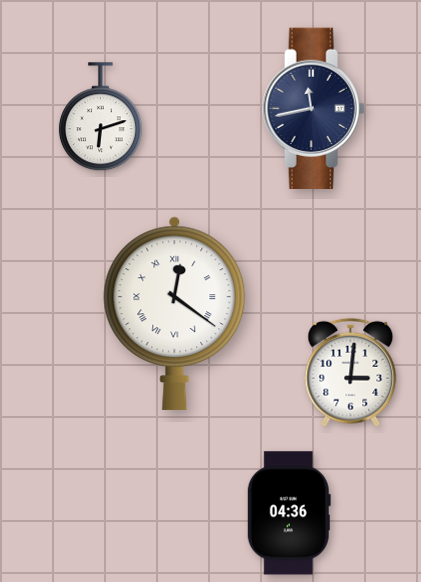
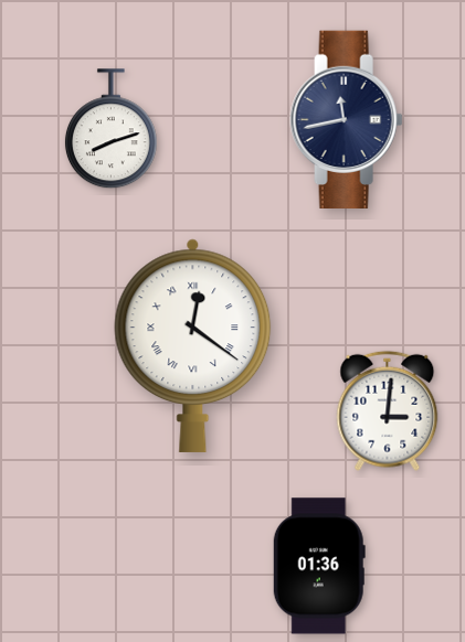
clock at (100, 117): 6:12 -> 8:12
clock at (289, 513): 04:36 -> 01:36
